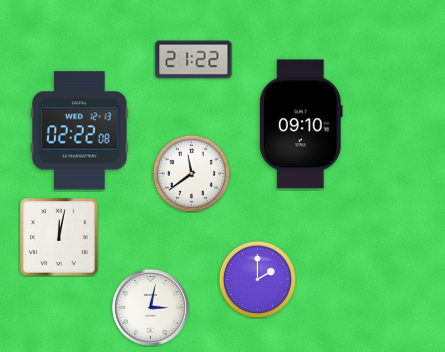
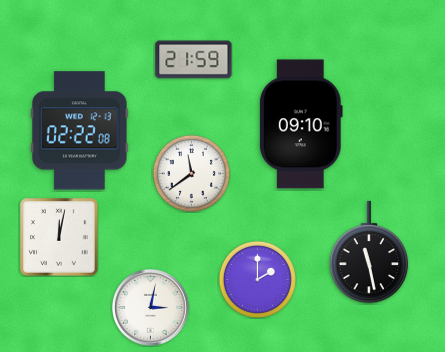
clock at (194, 60): 21:22 -> 21:59
clock at (369, 252): none -> 11:28
